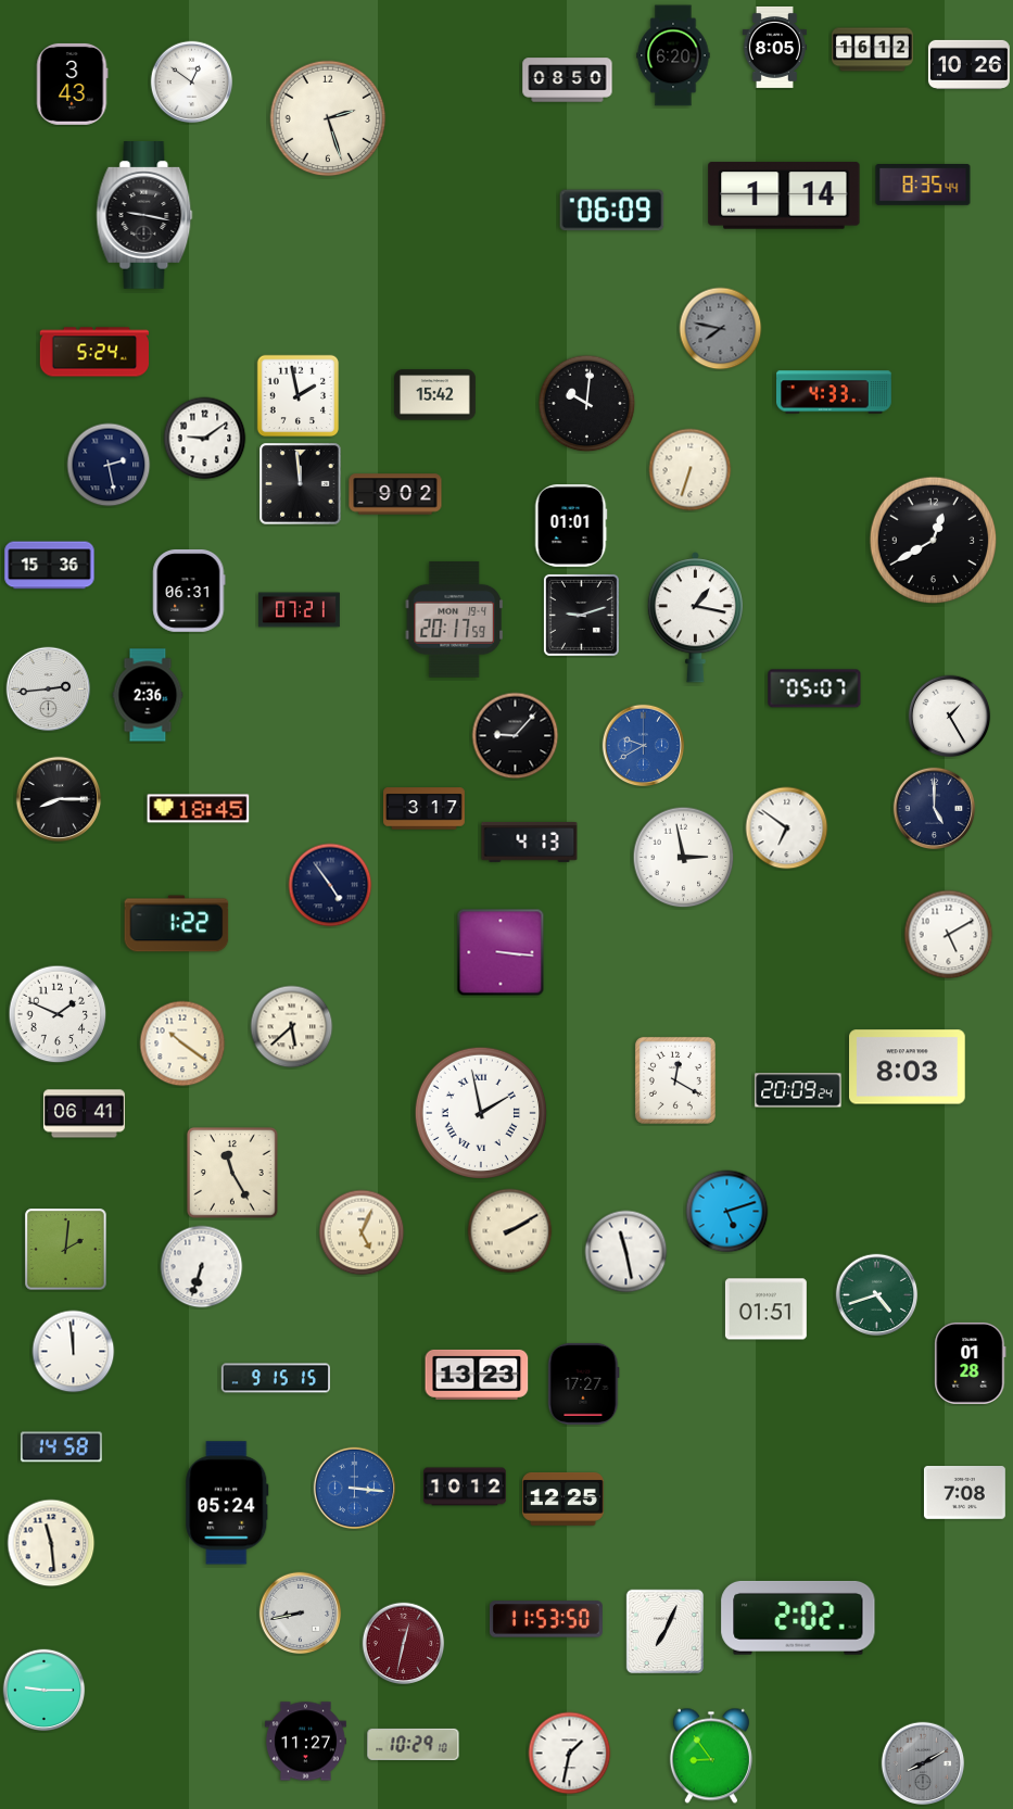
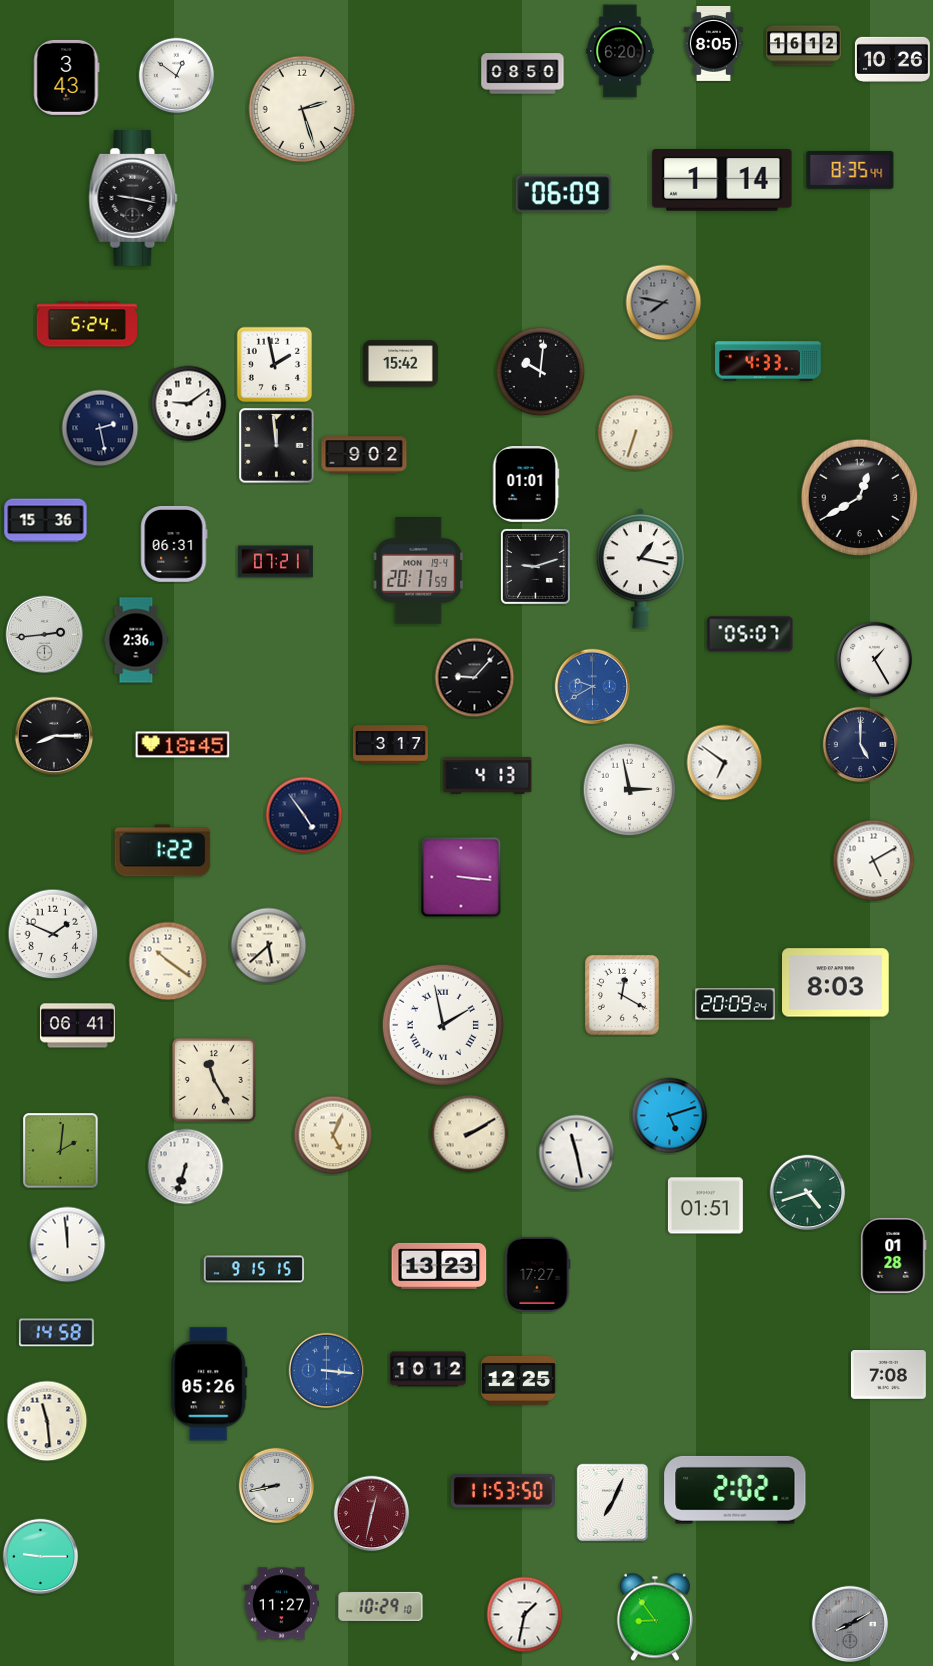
clock at (227, 1503): 05:24 -> 05:26
